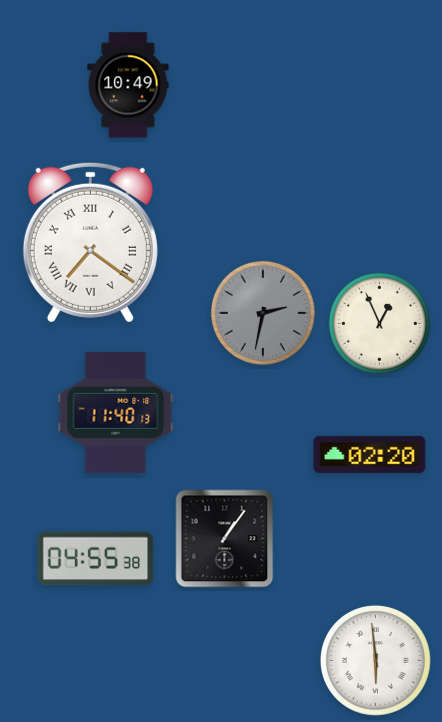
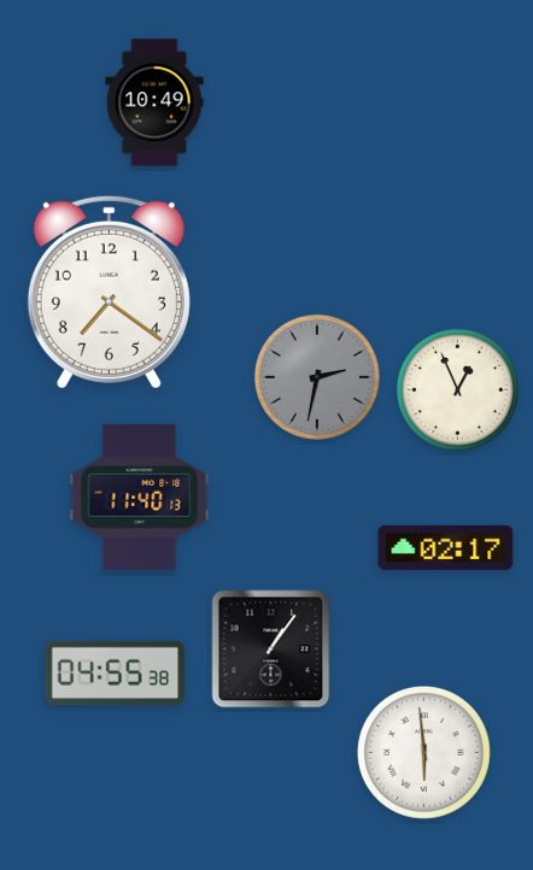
clock at (90, 242) numerals: Roman -> Arabic
clock at (370, 454): 02:20 -> 02:17
clock at (376, 661) position: (376, 661) -> (424, 753)
